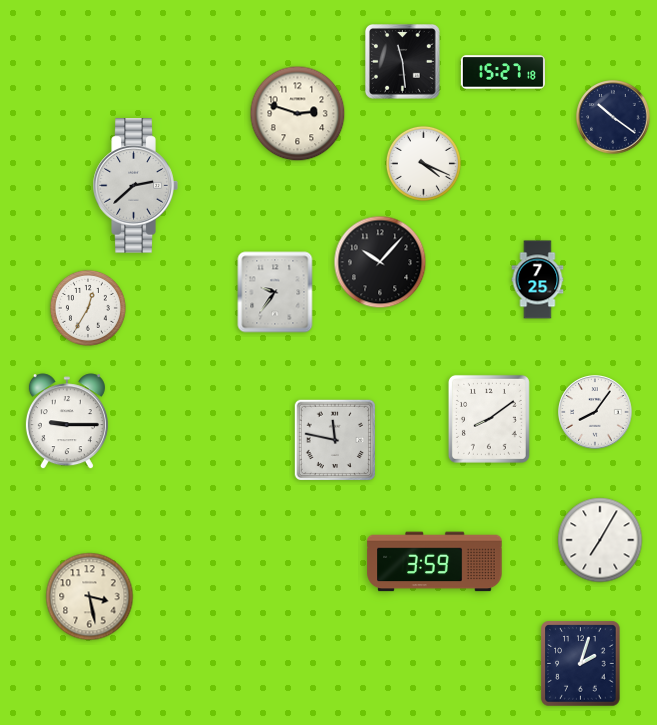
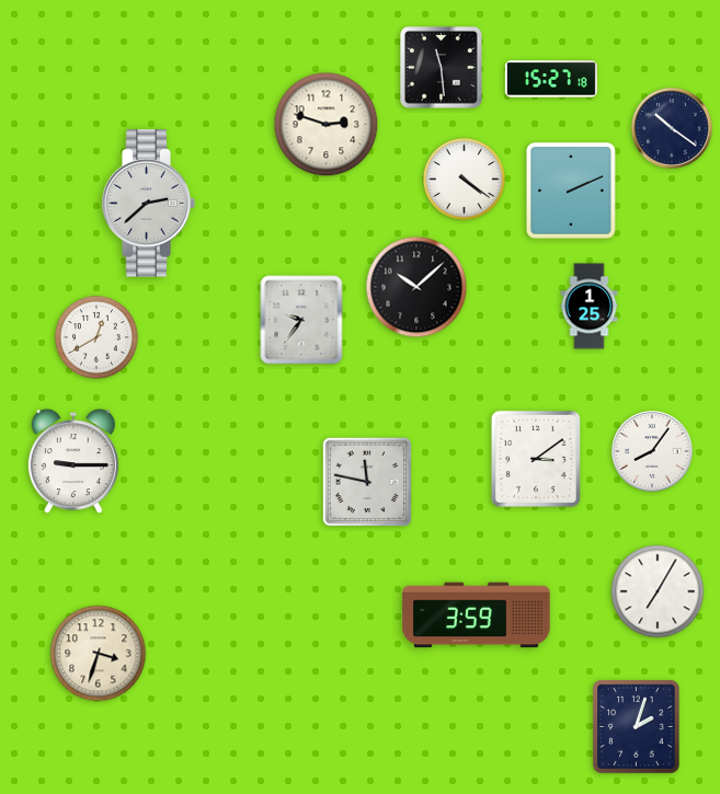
clock at (423, 163): 4:19 -> 4:21
clock at (571, 191): none -> 2:11
clock at (380, 262): 10:07 -> 10:08
clock at (538, 280): 7:25 -> 1:25
clock at (88, 308): 12:35 -> 12:40
clock at (489, 419): 8:09 -> 3:09
clock at (90, 597): 3:28 -> 3:33
